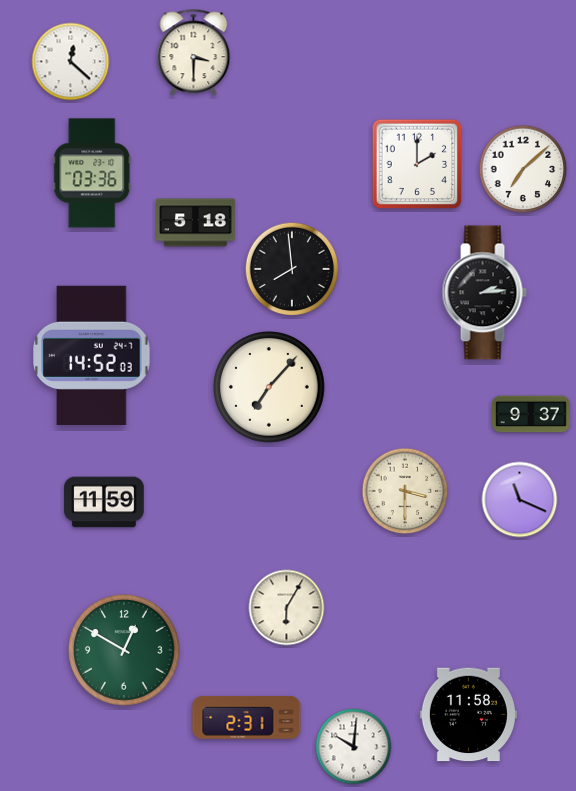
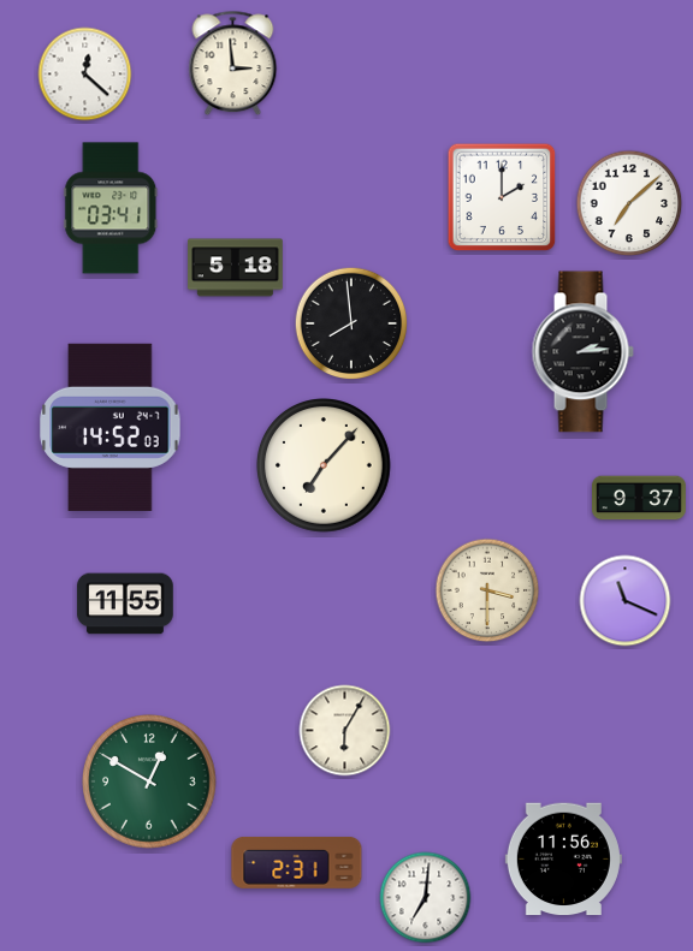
clock at (194, 53): 3:30 -> 2:59
clock at (92, 173): 03:36 -> 03:41
clock at (104, 502): 11:59 -> 11:55
clock at (468, 715): 11:58 -> 11:56
clock at (354, 747): 10:01 -> 7:01
